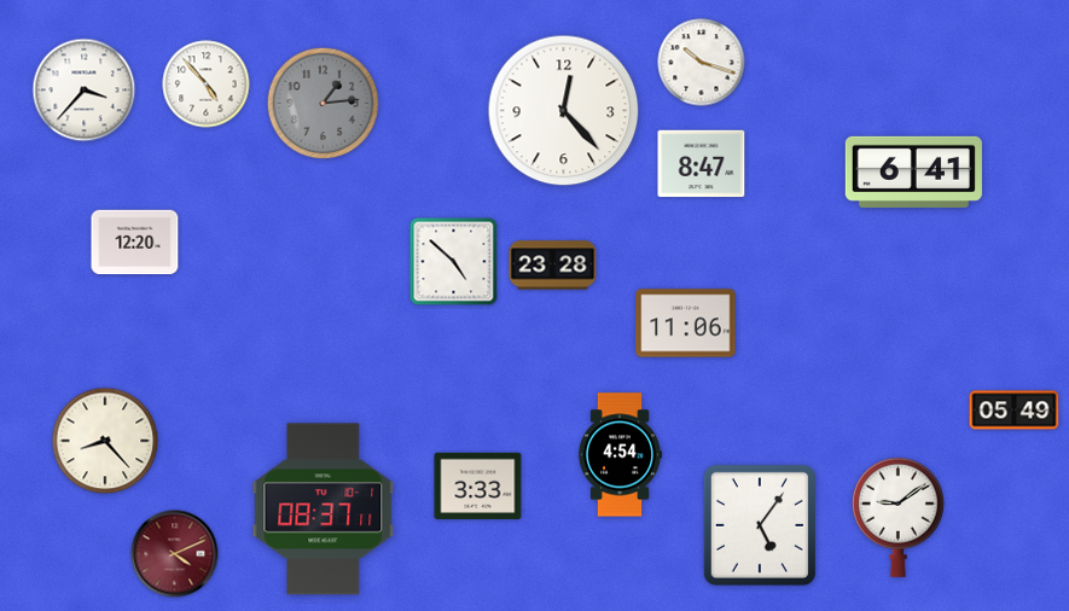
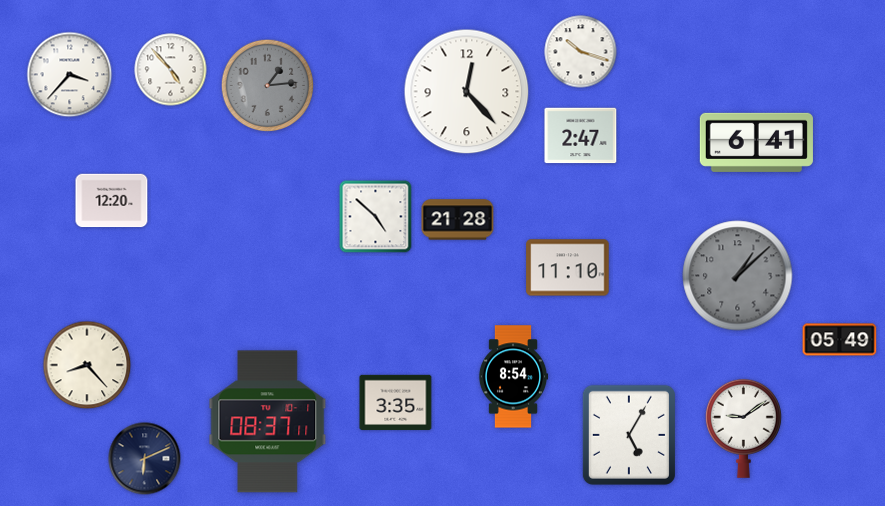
clock at (702, 164): 8:47 -> 2:47
clock at (553, 266): 23:28 -> 21:28
clock at (686, 324): 11:06 -> 11:10
clock at (738, 276): none -> 1:08
clock at (620, 455): 4:54 -> 8:54
clock at (478, 485): 3:33 -> 3:35
clock at (760, 525): 5:06 -> 5:05
clock at (175, 554): 4:11 -> 6:11
clock at (175, 554) dial: burgundy -> navy
